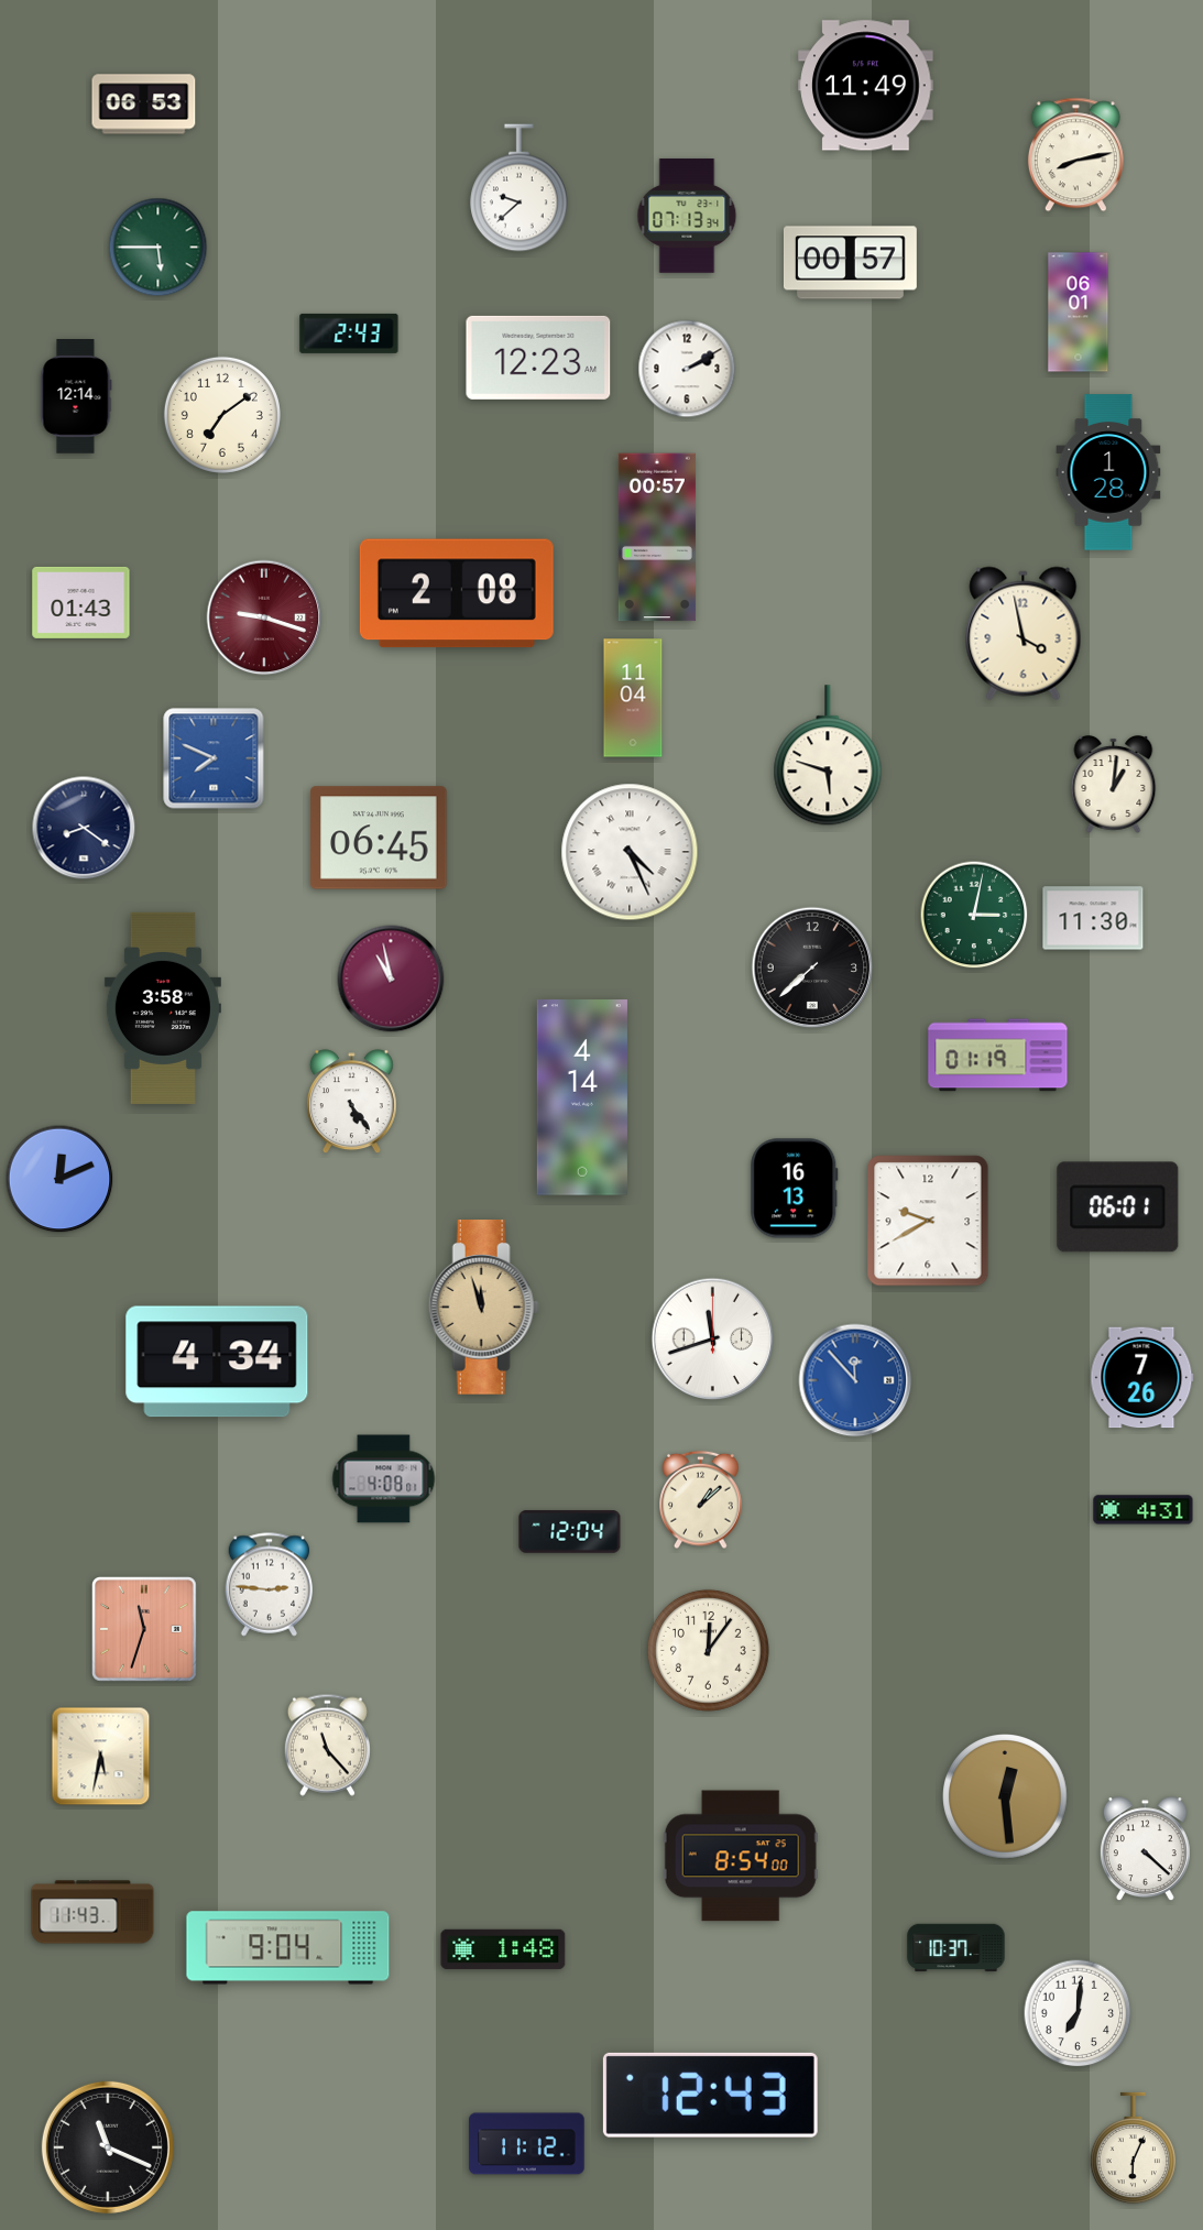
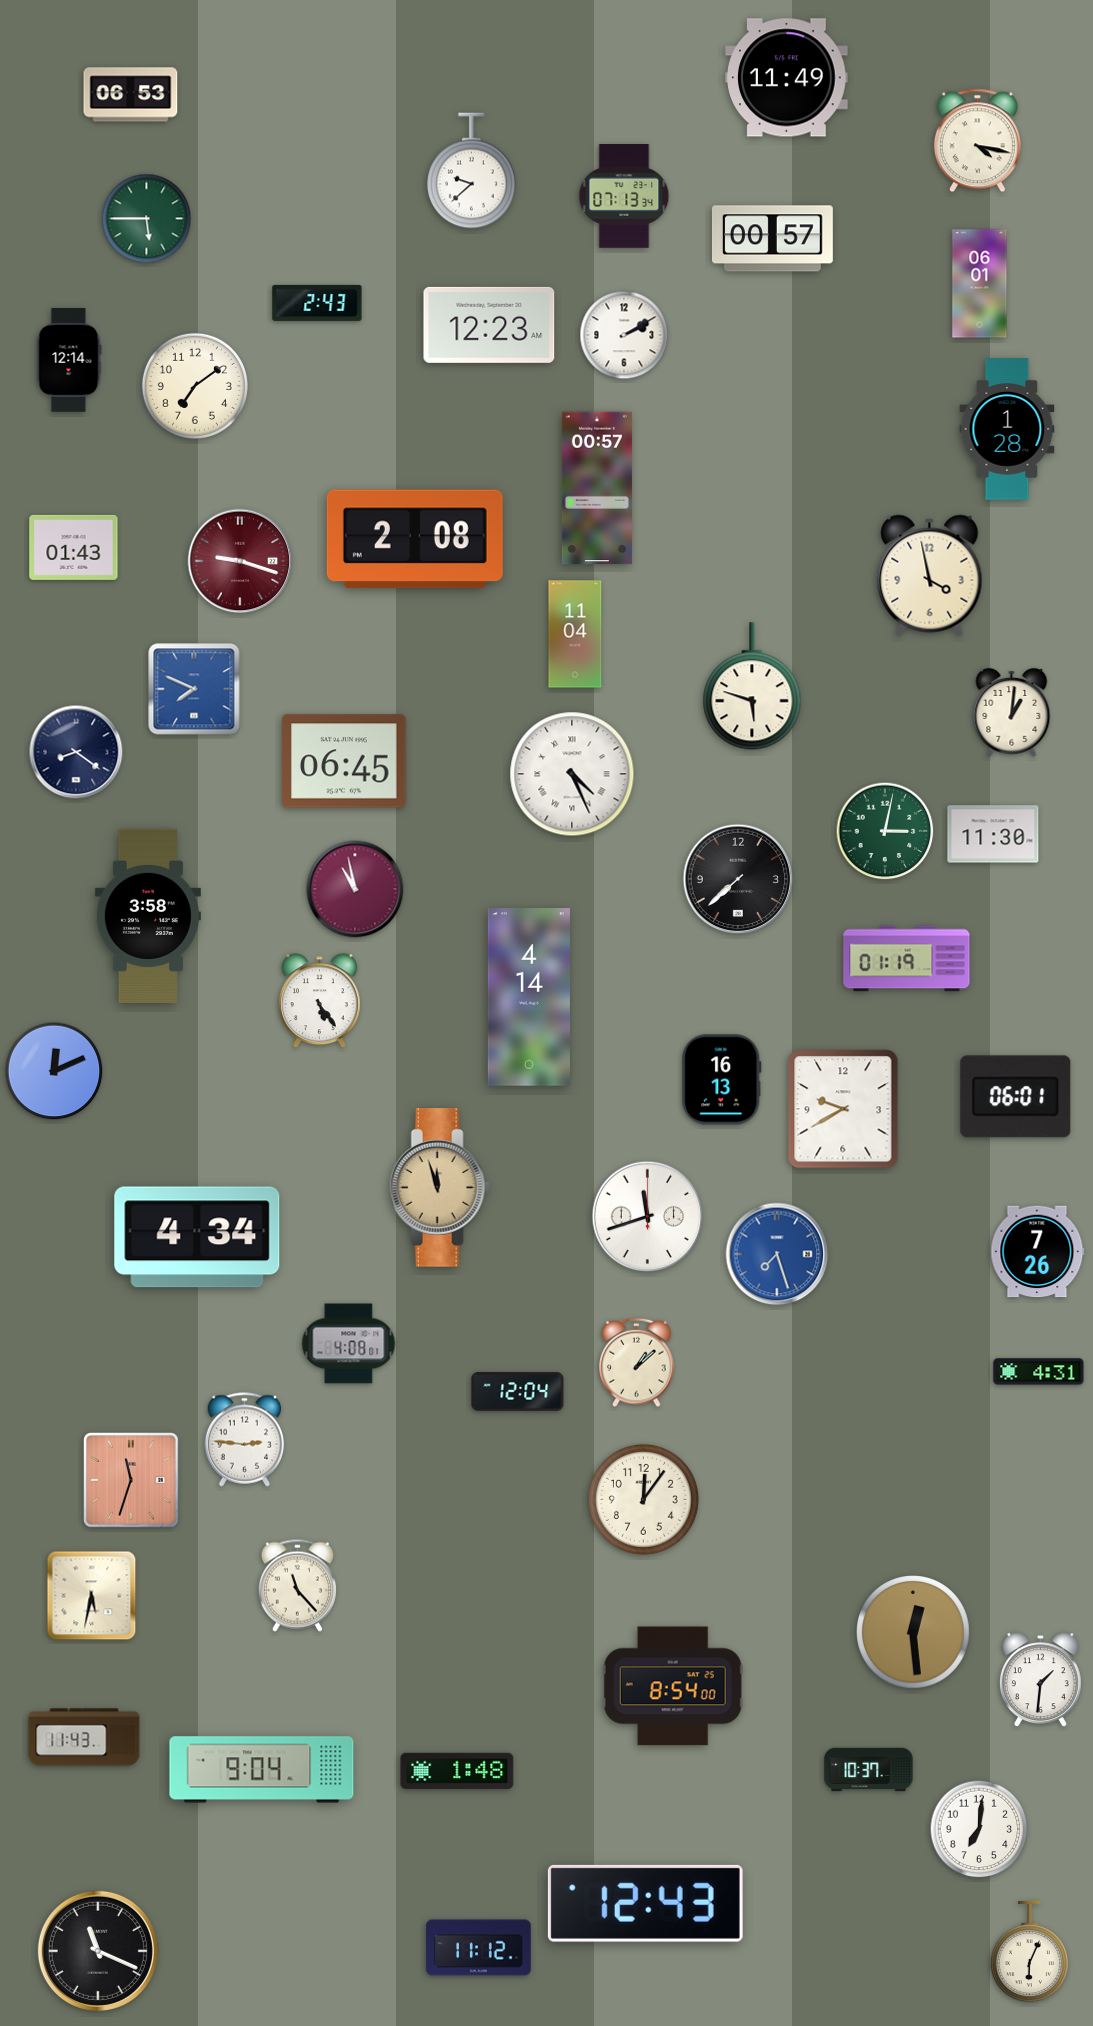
clock at (1075, 155): 8:13 -> 4:17
clock at (158, 248) position: (158, 248) -> (147, 219)
clock at (222, 415) position: (222, 415) -> (195, 386)
clock at (855, 1380): 11:53 -> 7:27
clock at (1145, 1849): 4:22 -> 1:31
